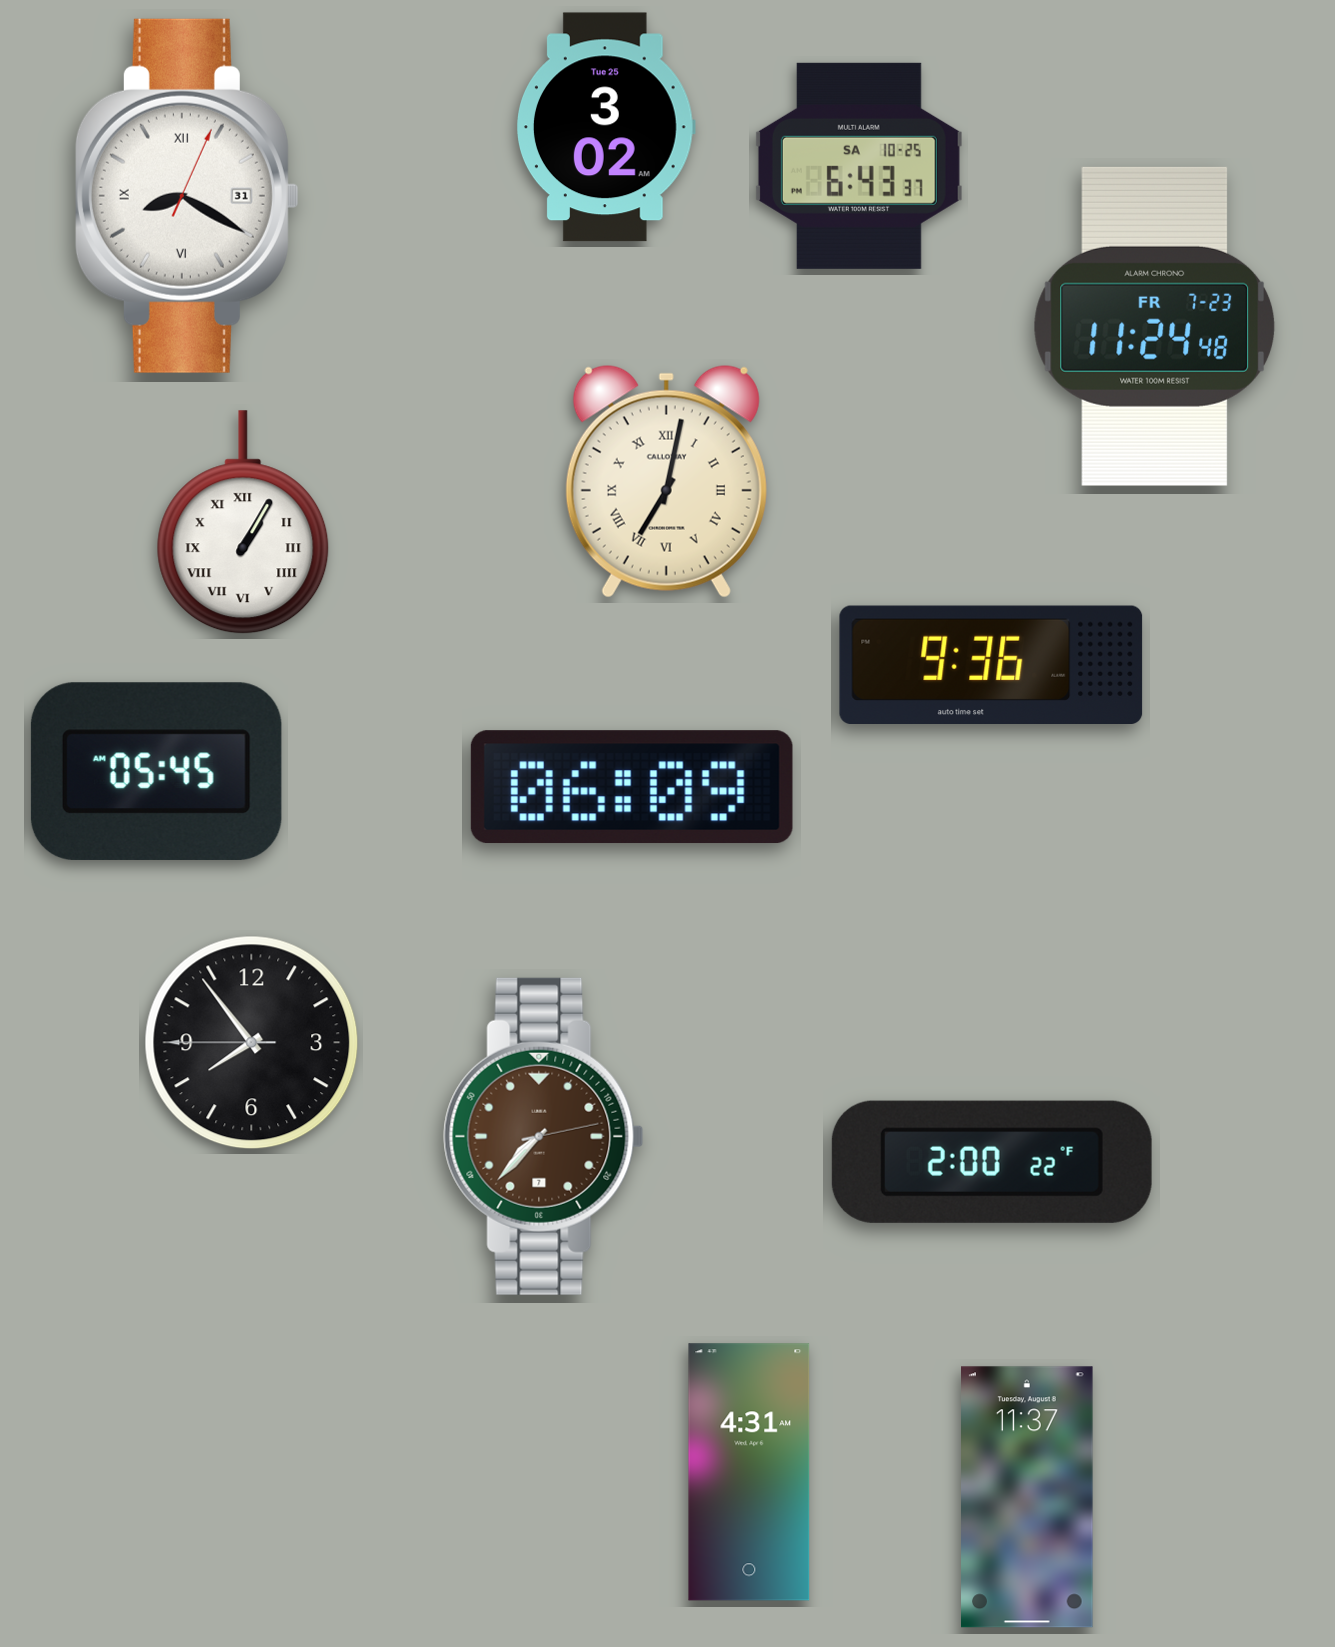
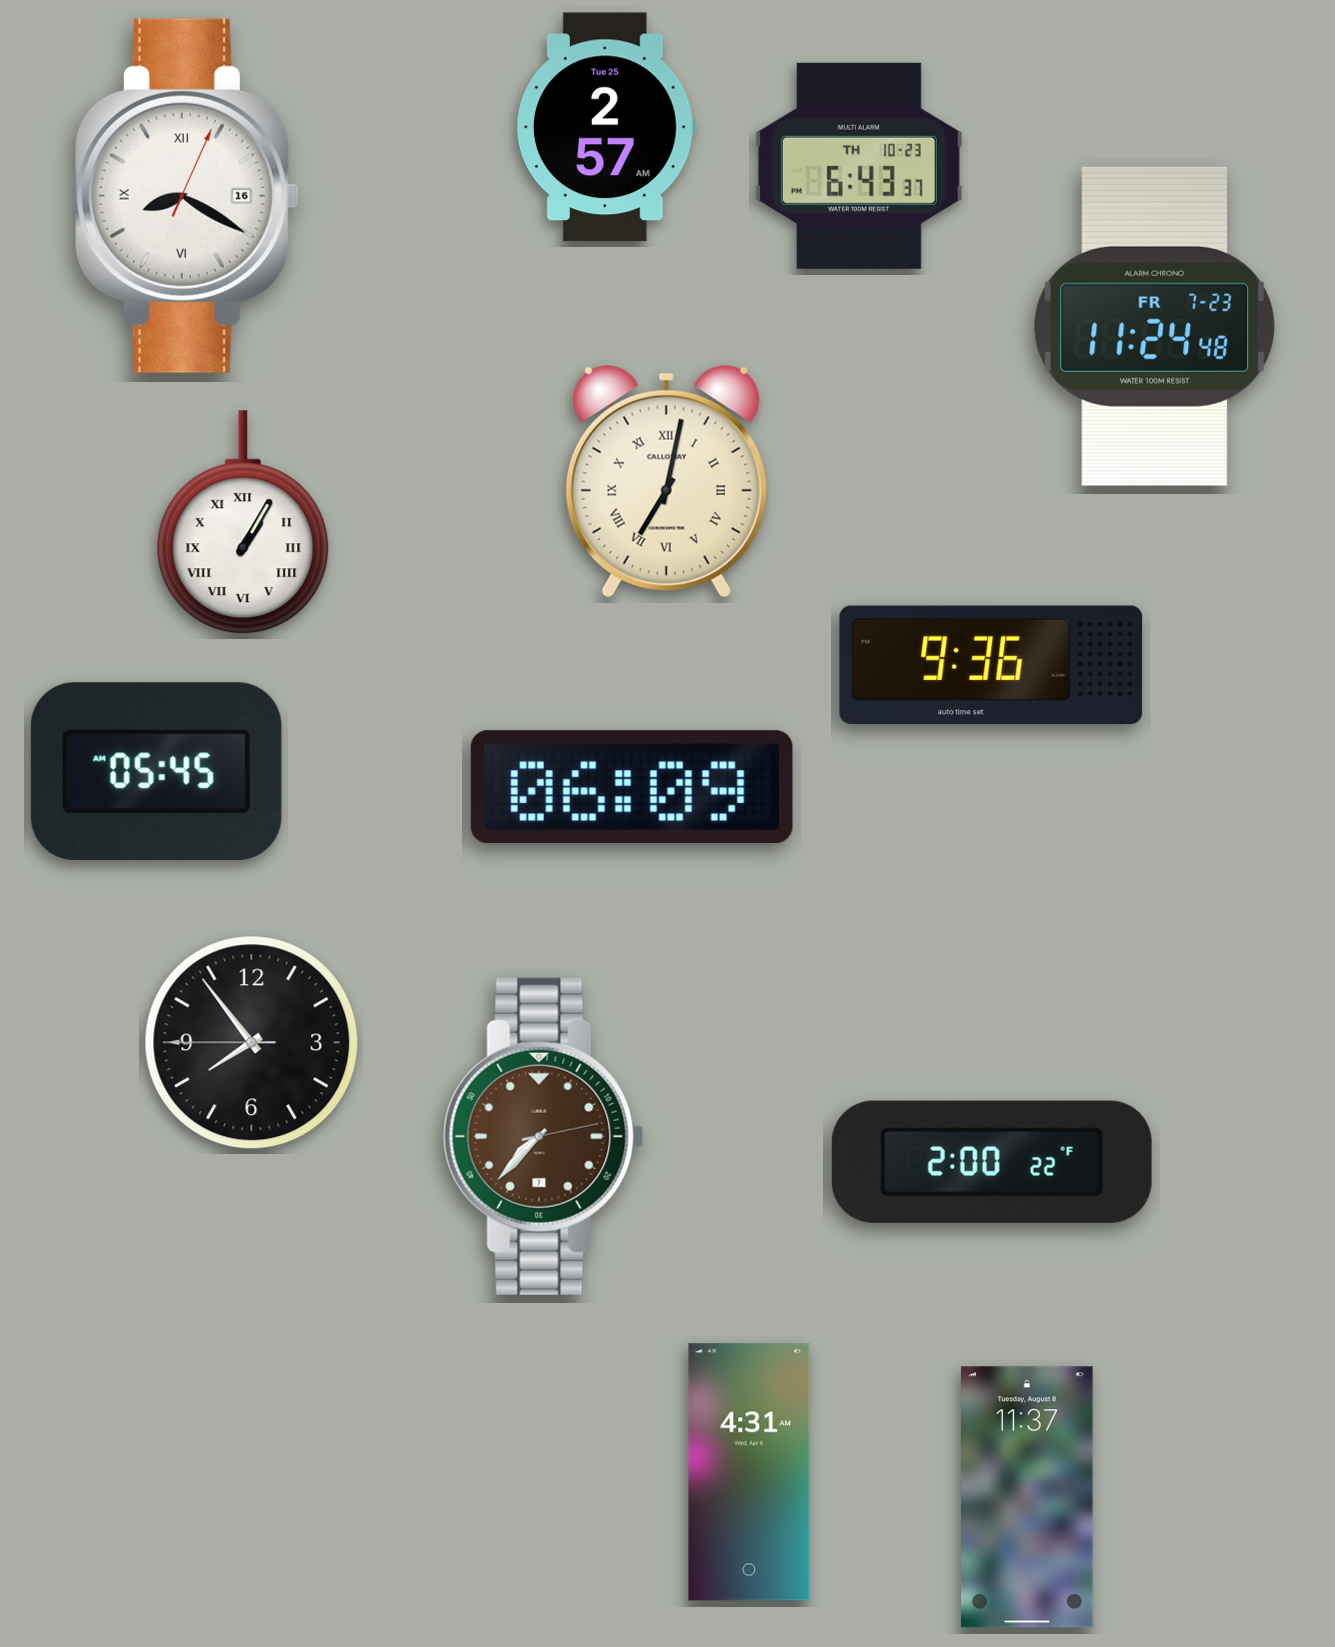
clock at (607, 127): 3:02 -> 2:57
clock at (859, 166) date: SA 10-25 -> TH 10-23
clock at (187, 196) date: 31 -> 16
